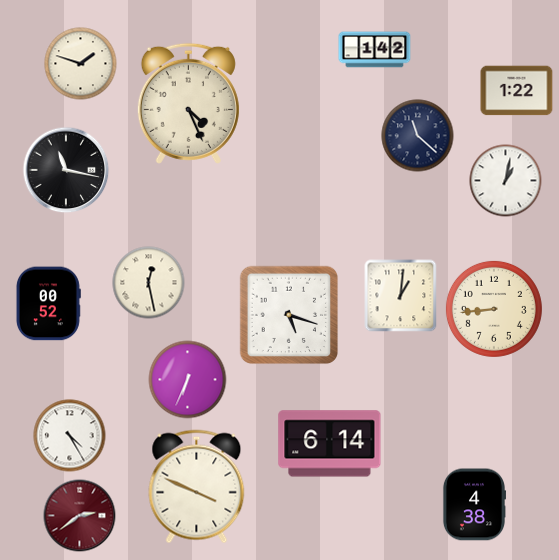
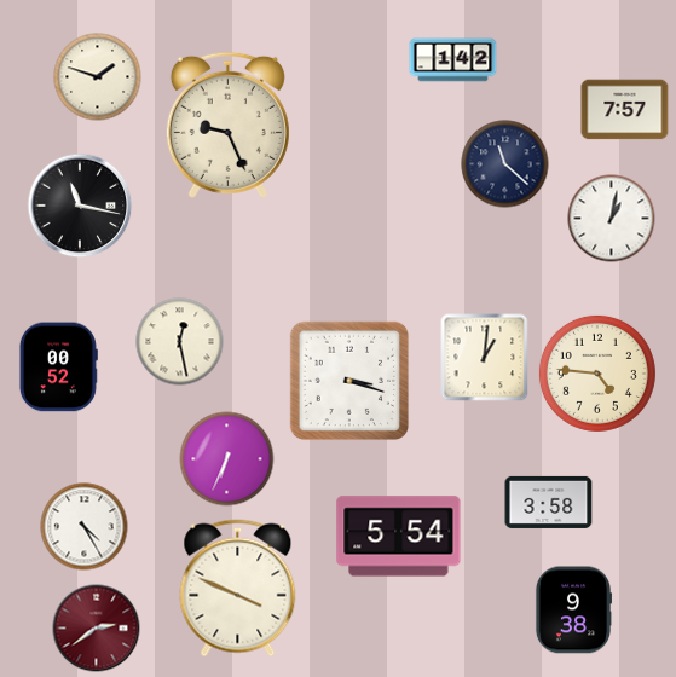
clock at (517, 91): 1:22 -> 7:57
clock at (188, 103): 4:26 -> 9:26
clock at (494, 309): 8:44 -> 4:46
clock at (289, 315): 5:18 -> 3:18
clock at (549, 502): none -> 3:58
clock at (330, 444): 6:14 -> 5:54
clock at (473, 505): 4:38 -> 9:38
clock at (80, 516) position: (80, 516) -> (97, 629)
